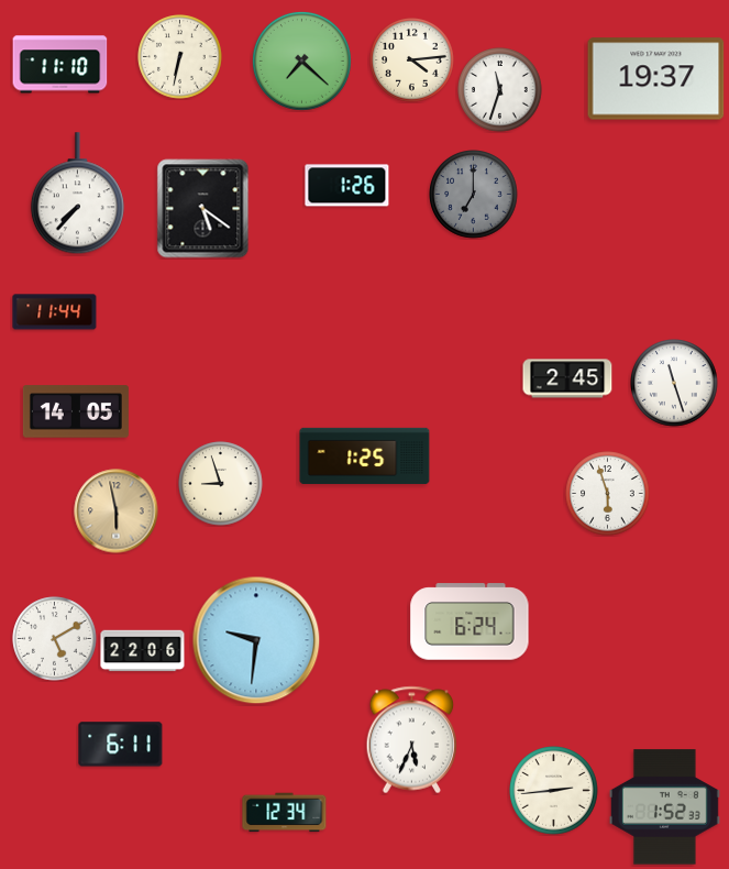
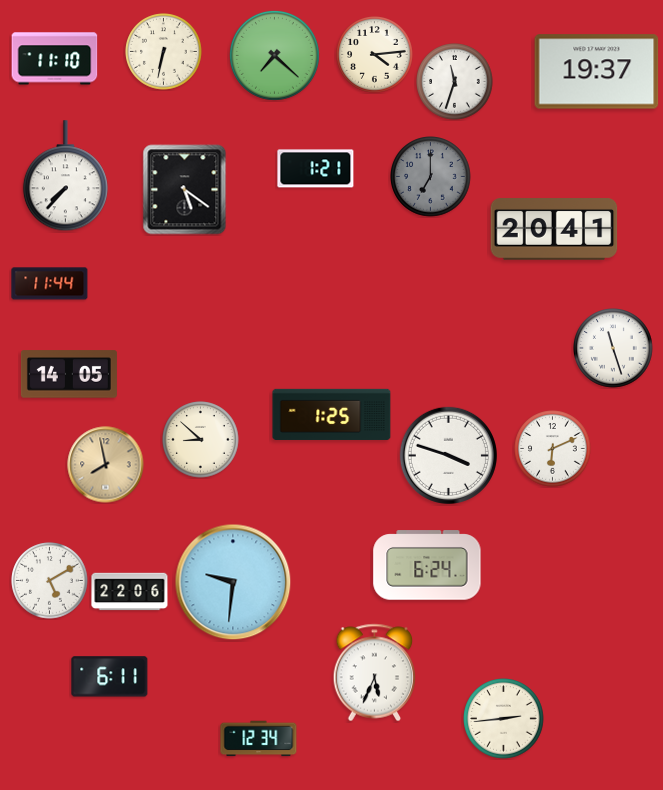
clock at (347, 186): 1:26 -> 1:21
clock at (77, 194) position: (77, 194) -> (65, 176)
clock at (554, 229): none -> 20:41
clock at (567, 378): 2:45 -> none
clock at (221, 484): 8:57 -> 8:52
clock at (608, 494): 5:57 -> 6:11
clock at (448, 455): none -> 3:48
clock at (117, 512): 5:58 -> 7:58
clock at (664, 807): 1:52 -> none
